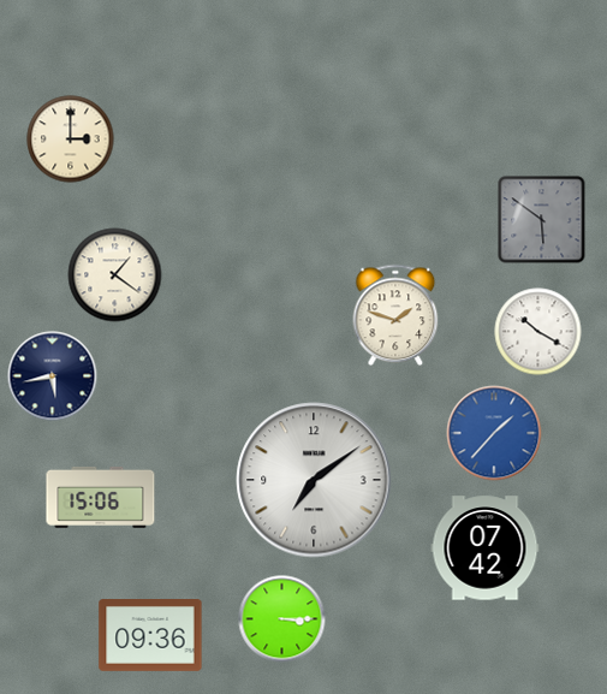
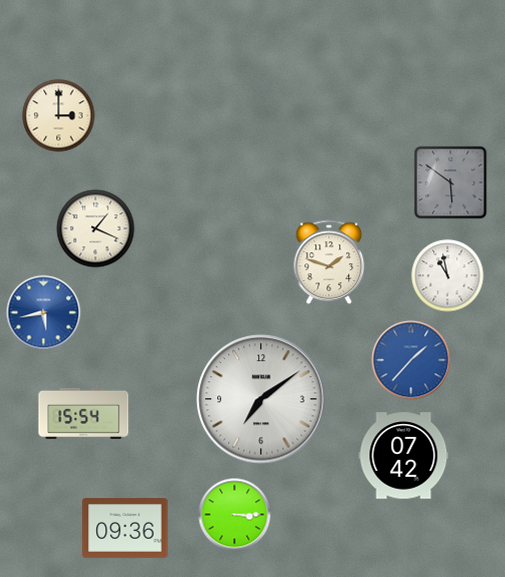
clock at (115, 275): 1:21 -> 1:19
clock at (538, 332): 10:20 -> 10:58
clock at (53, 376) dial: navy -> blue
clock at (101, 497): 15:06 -> 15:54
